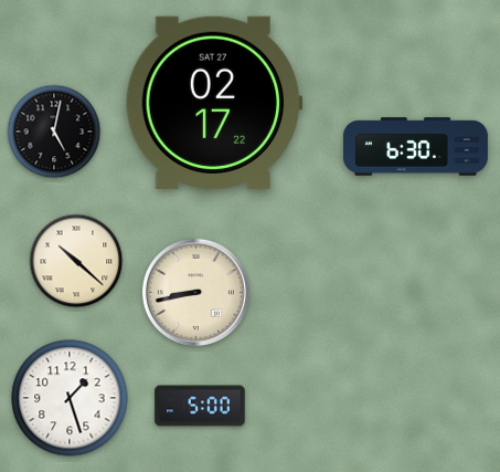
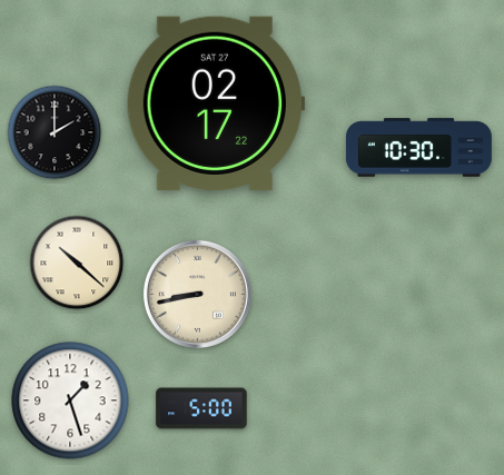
clock at (54, 132): 5:02 -> 2:00
clock at (415, 147): 6:30 -> 10:30
